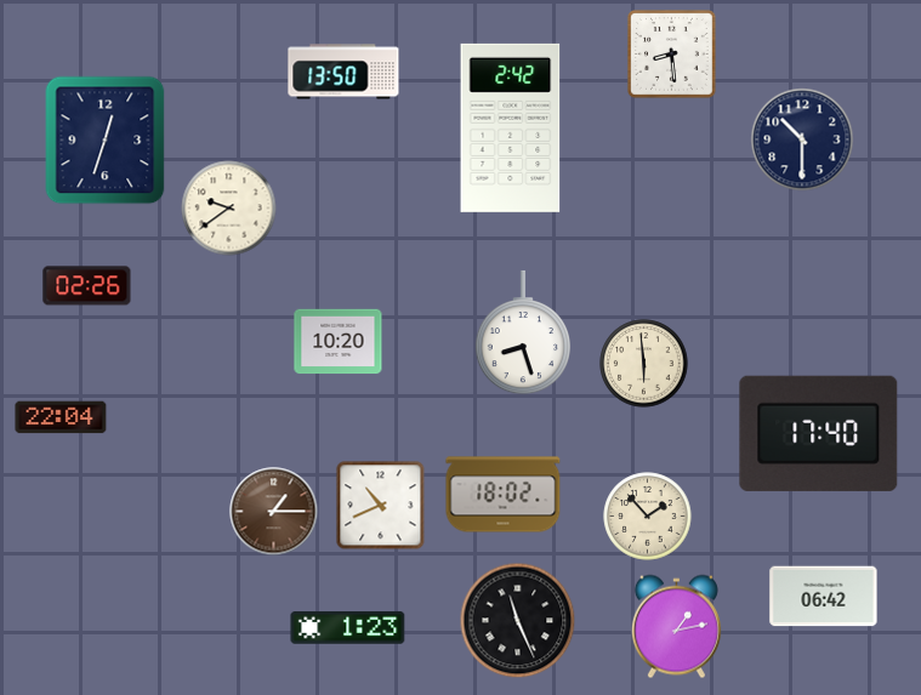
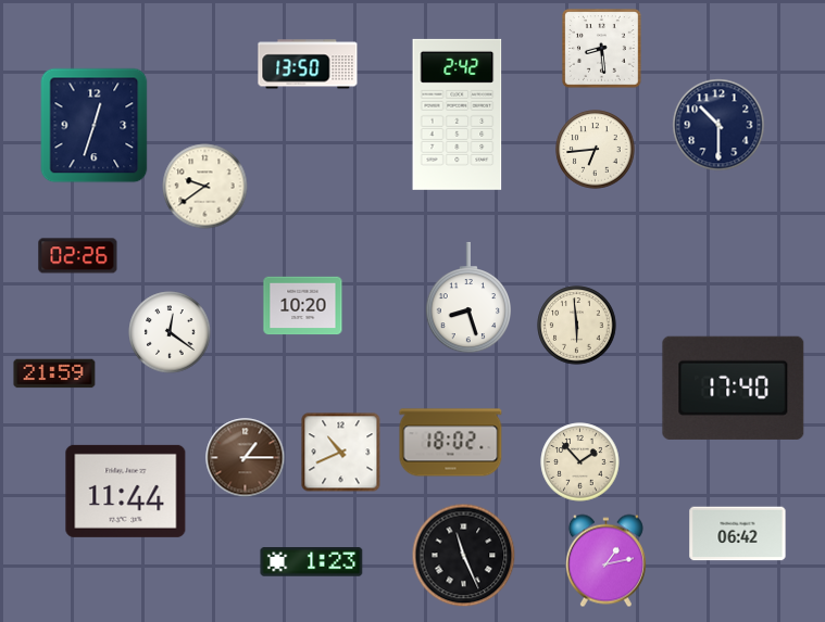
clock at (596, 150): none -> 6:44
clock at (170, 332): none -> 12:21
clock at (61, 417): 22:04 -> 21:59
clock at (126, 491): none -> 11:44
